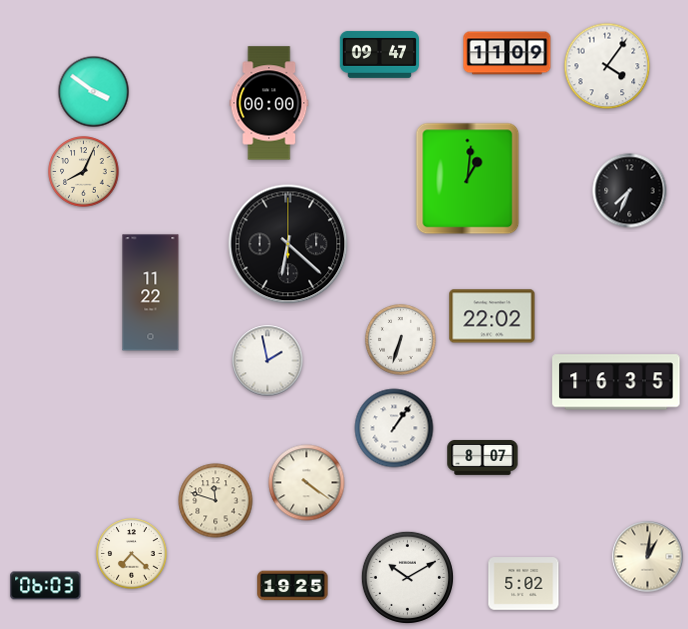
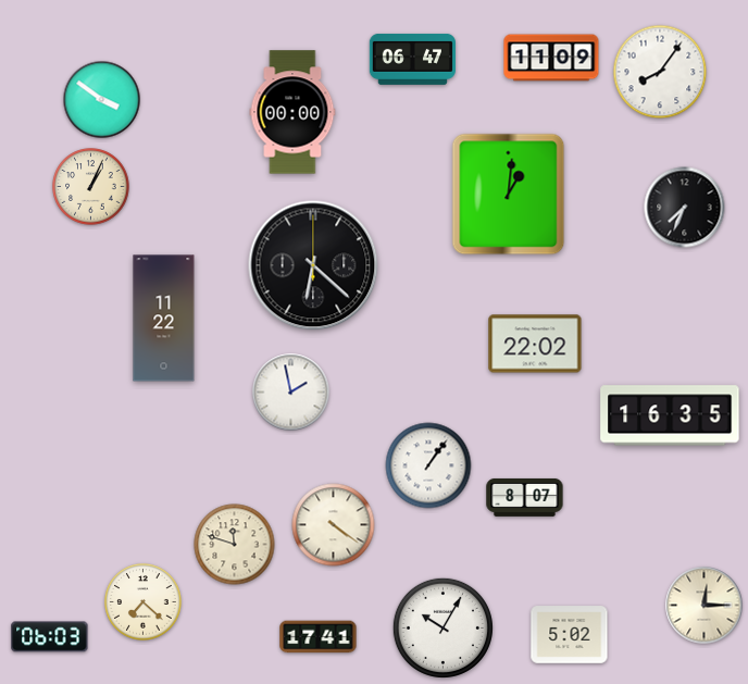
clock at (379, 54): 09:47 -> 06:47
clock at (607, 66): 4:06 -> 8:06
clock at (84, 172): 8:04 -> 1:04
clock at (401, 340): 6:33 -> none
clock at (648, 557): 1:01 -> 12:15
clock at (407, 577): 10:10 -> 10:05
clock at (293, 586): 19:25 -> 17:41
